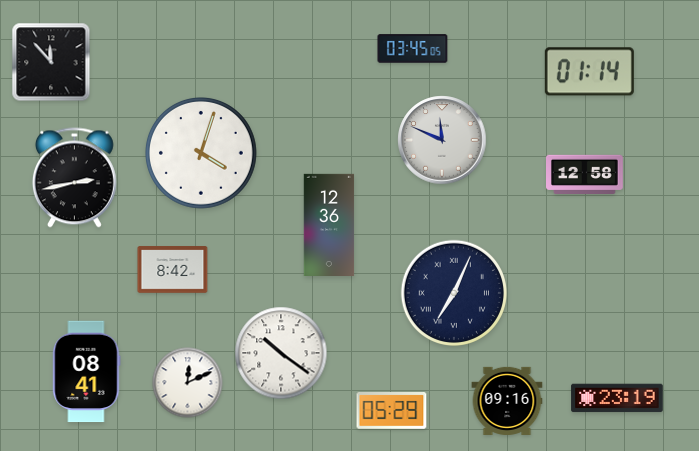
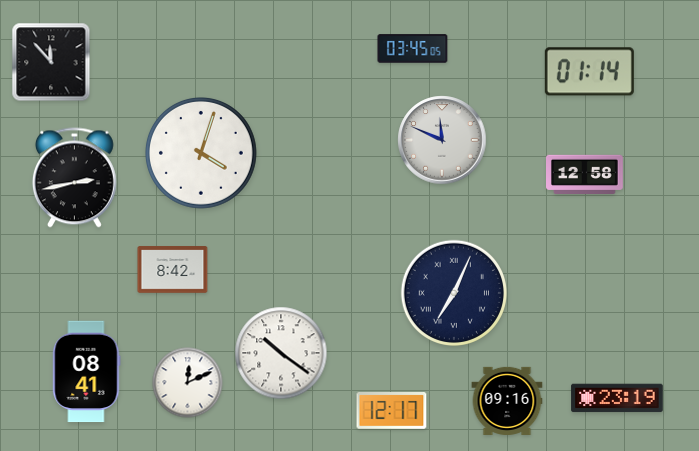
clock at (329, 224): 12:36 -> none
clock at (392, 411): 05:29 -> 12:17
